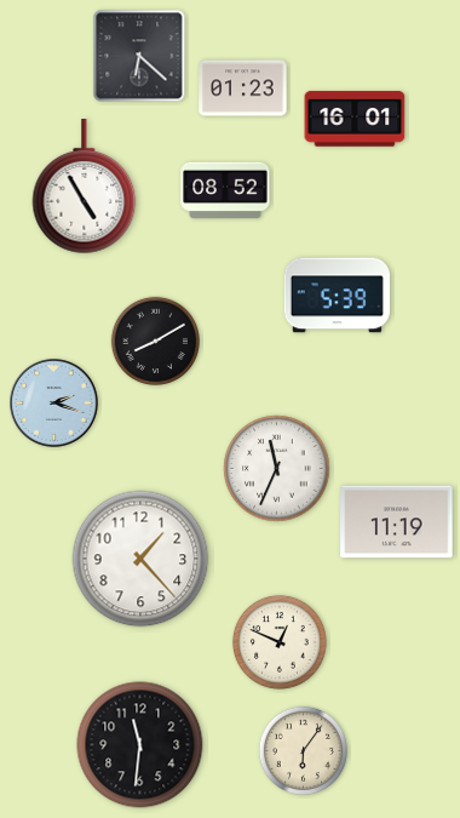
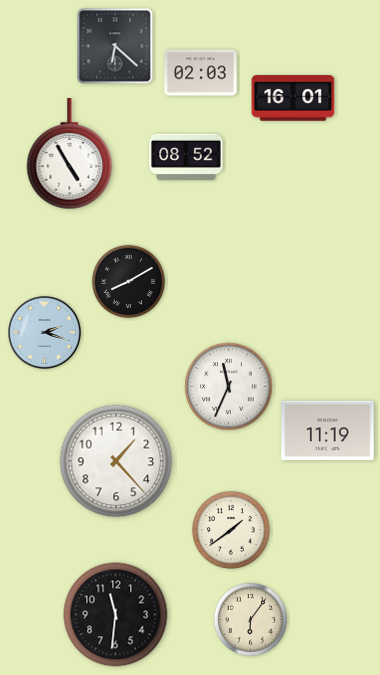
clock at (243, 88): 01:23 -> 02:03
clock at (337, 296): 5:39 -> none
clock at (280, 642): 12:49 -> 1:39
